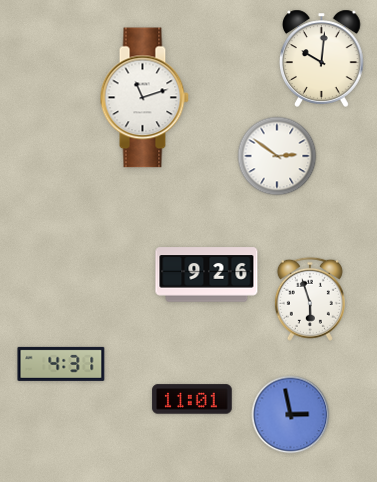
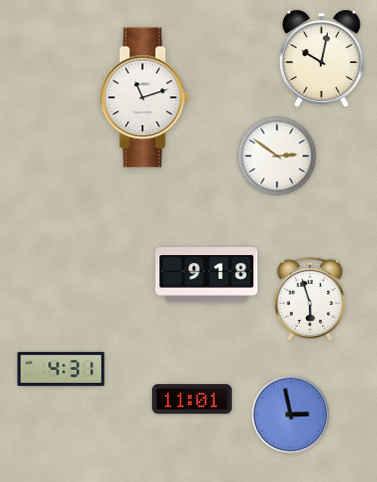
clock at (322, 58): 10:01 -> 10:02
clock at (207, 275): 9:26 -> 9:18
clock at (61, 364) position: (61, 364) -> (61, 369)
